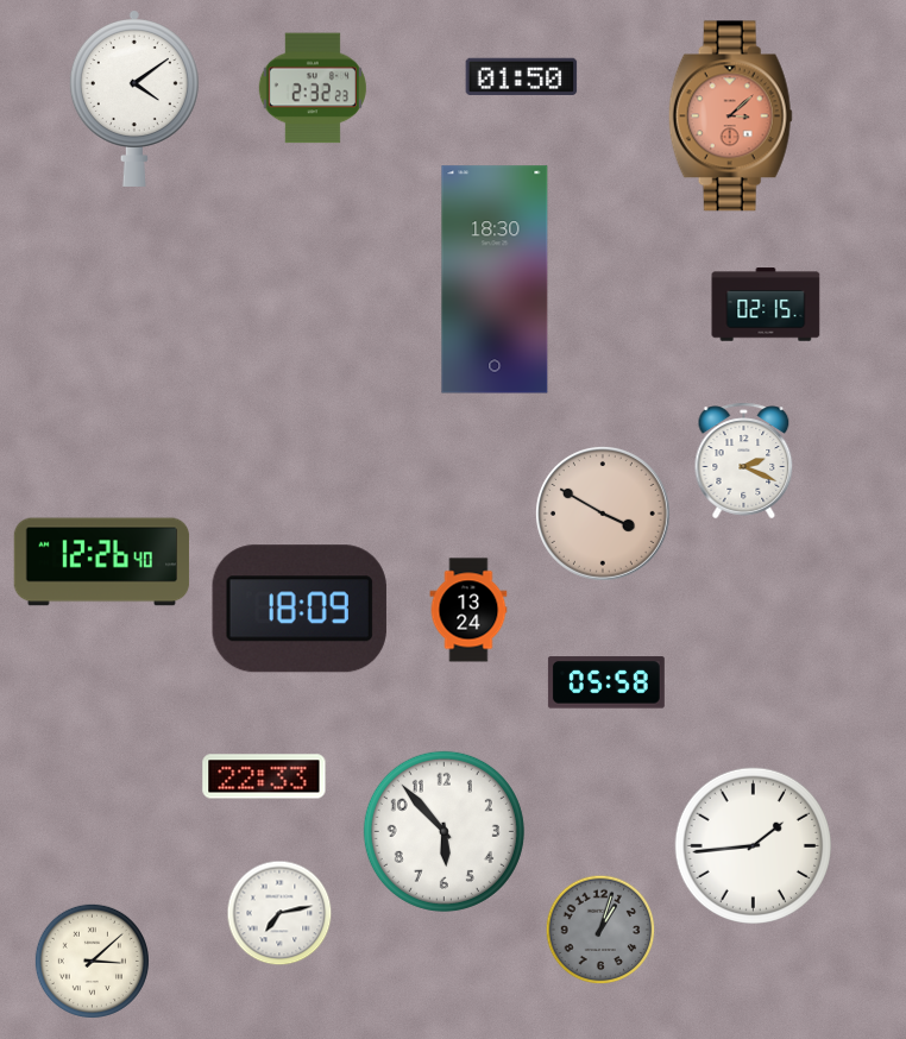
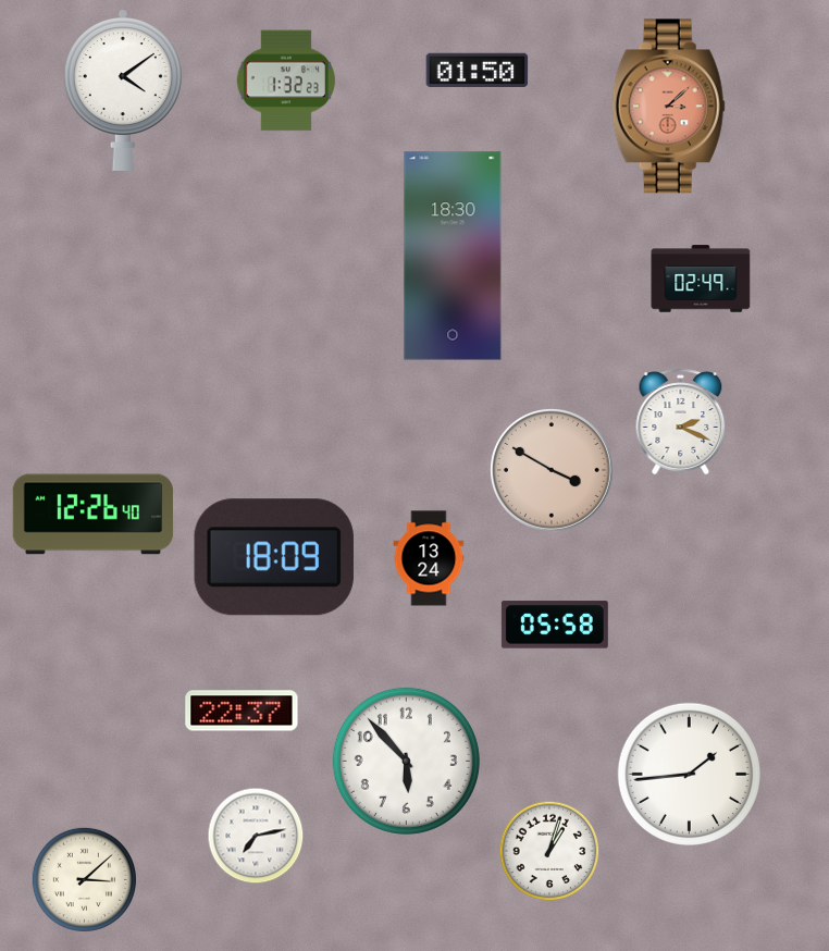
clock at (313, 88): 2:32 -> 1:32
clock at (766, 304): 02:15 -> 02:49
clock at (264, 776): 22:33 -> 22:37
clock at (600, 930) dial: grey -> white
